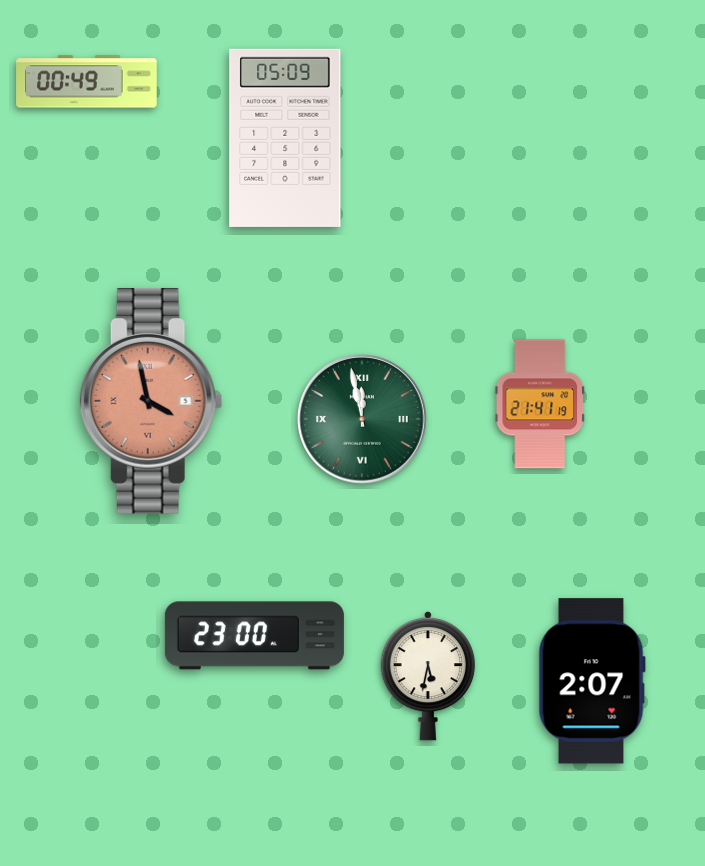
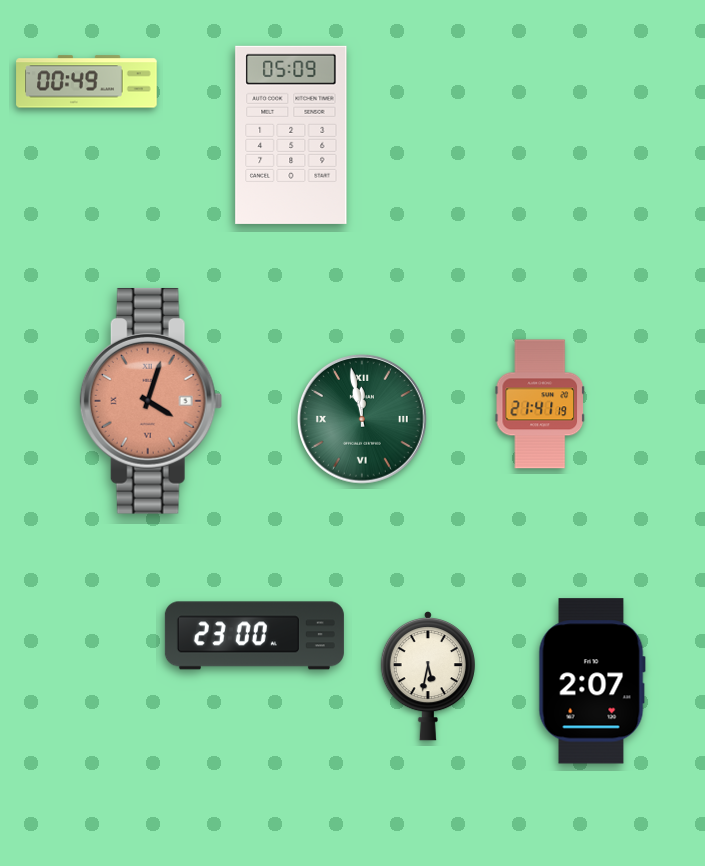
clock at (285, 138) position: (285, 138) -> (291, 135)
clock at (151, 401): 3:58 -> 4:03
